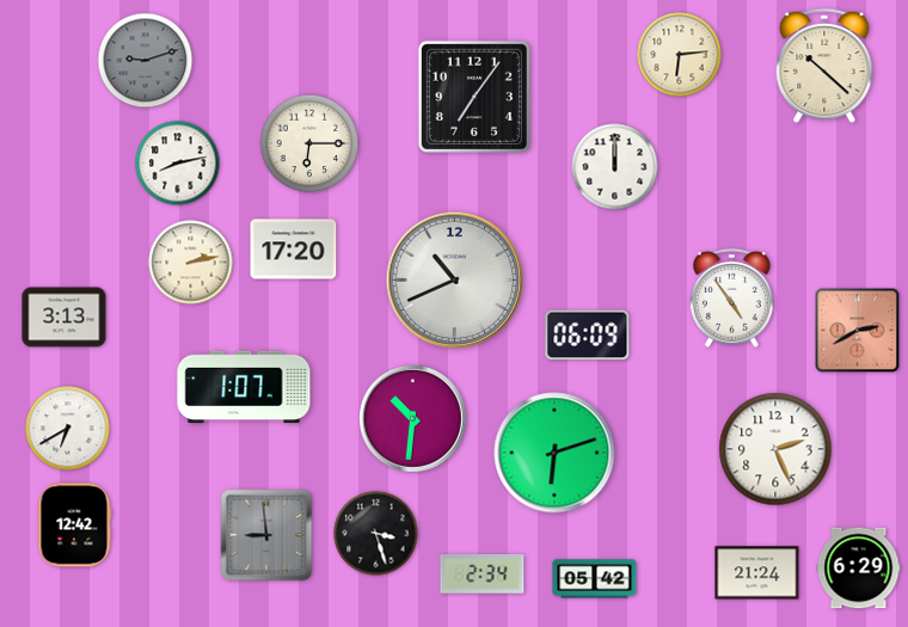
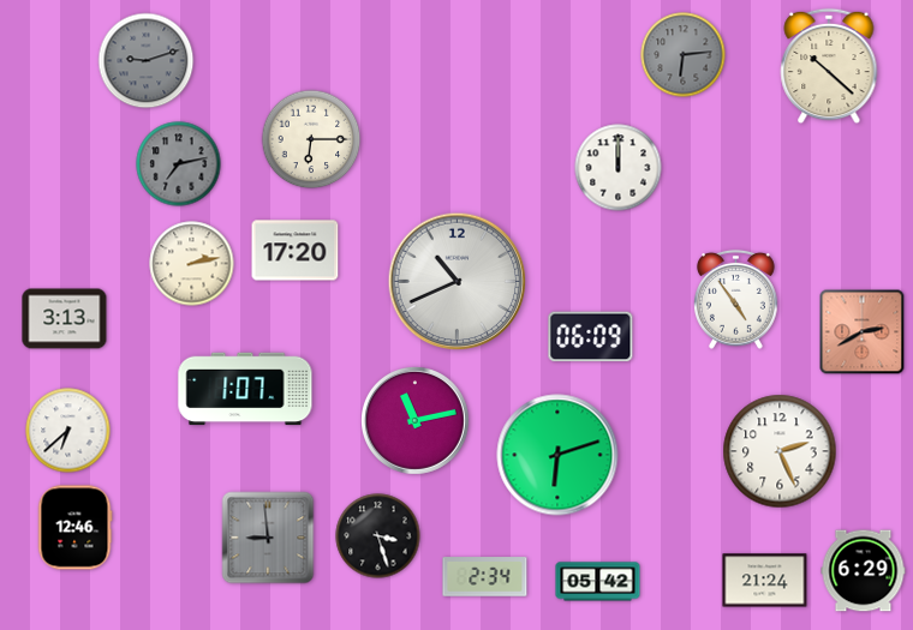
clock at (680, 55) dial: cream -> grey
clock at (474, 97): 7:06 -> none
clock at (309, 143) position: (309, 143) -> (311, 139)
clock at (178, 164): 8:13 -> 7:13
clock at (178, 164) dial: white -> grey
clock at (413, 419): 10:31 -> 11:13
clock at (68, 429): 6:40 -> 6:38
clock at (74, 525): 12:42 -> 12:46
clock at (757, 573) position: (757, 573) -> (765, 581)
